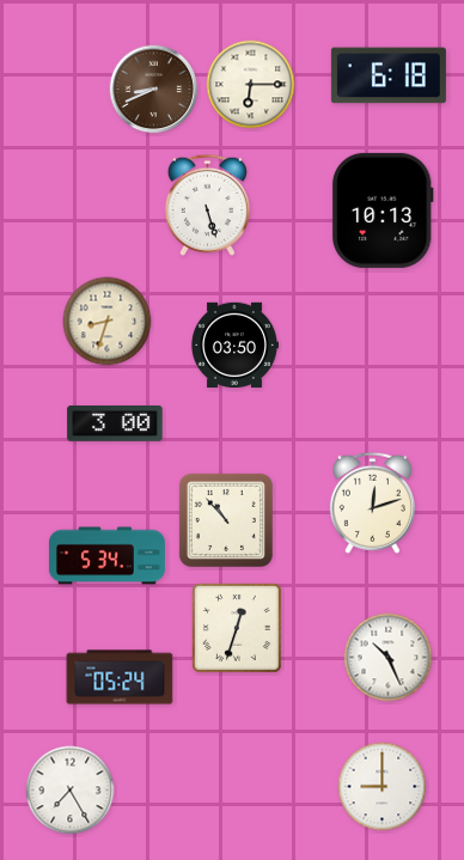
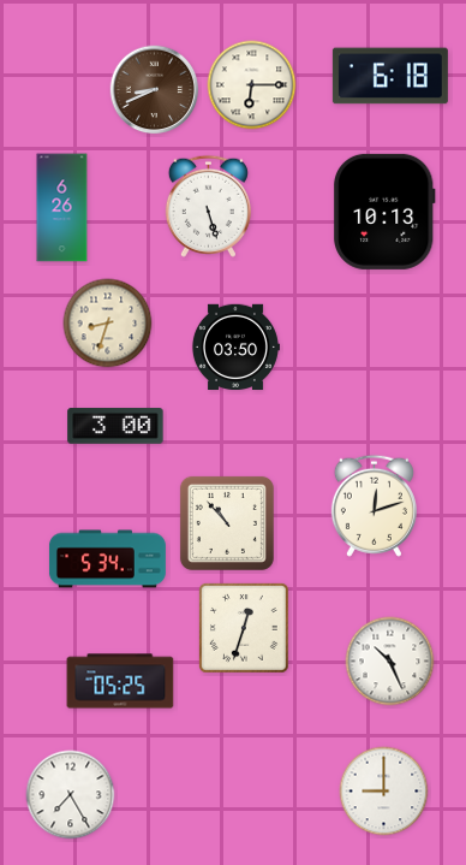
clock at (62, 208): none -> 6:26
clock at (238, 629) position: (238, 629) -> (245, 629)
clock at (120, 677): 05:24 -> 05:25
